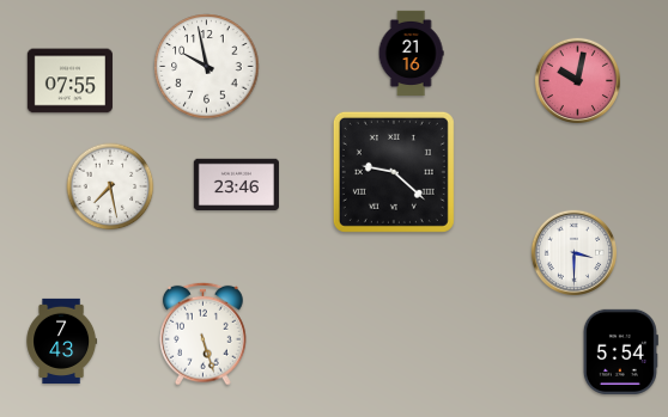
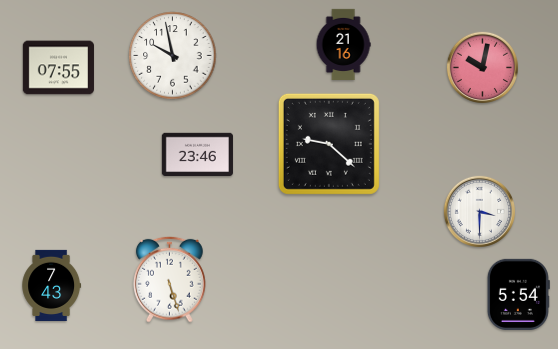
clock at (110, 186): 7:28 -> none
